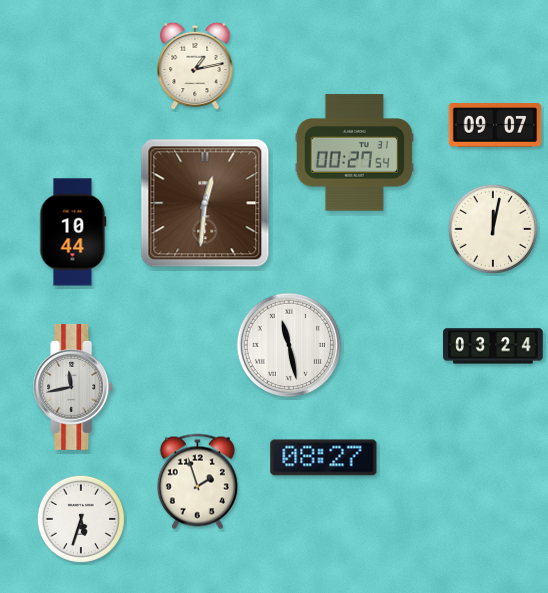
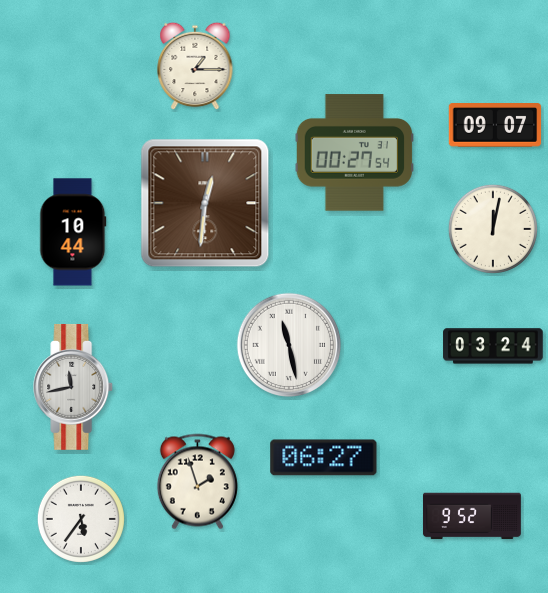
clock at (195, 66): 1:13 -> 1:15
clock at (324, 458): 08:27 -> 06:27
clock at (472, 516): none -> 9:52
clock at (81, 519): 5:33 -> 5:36
